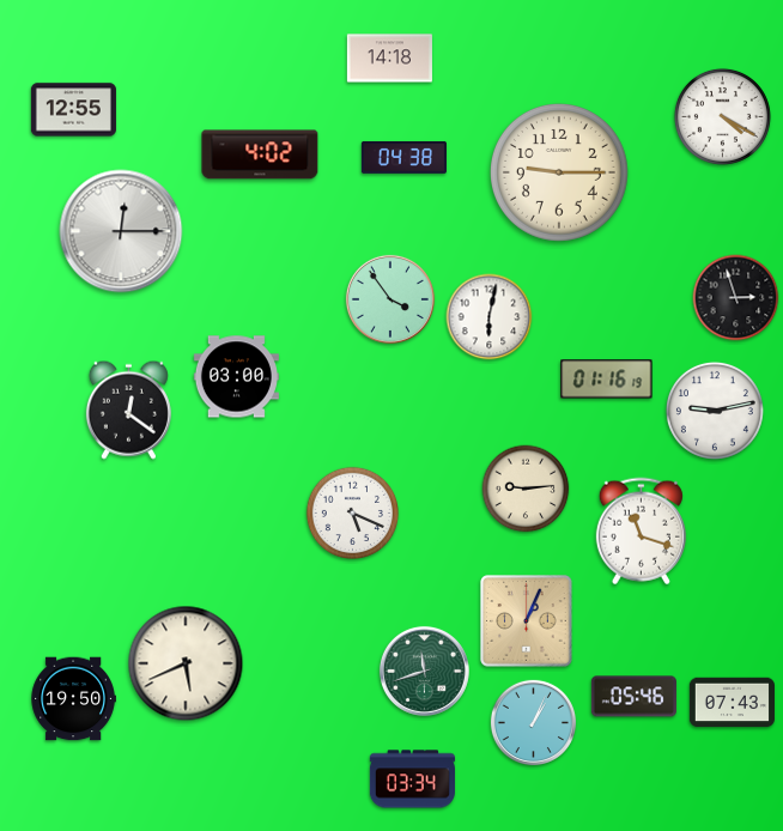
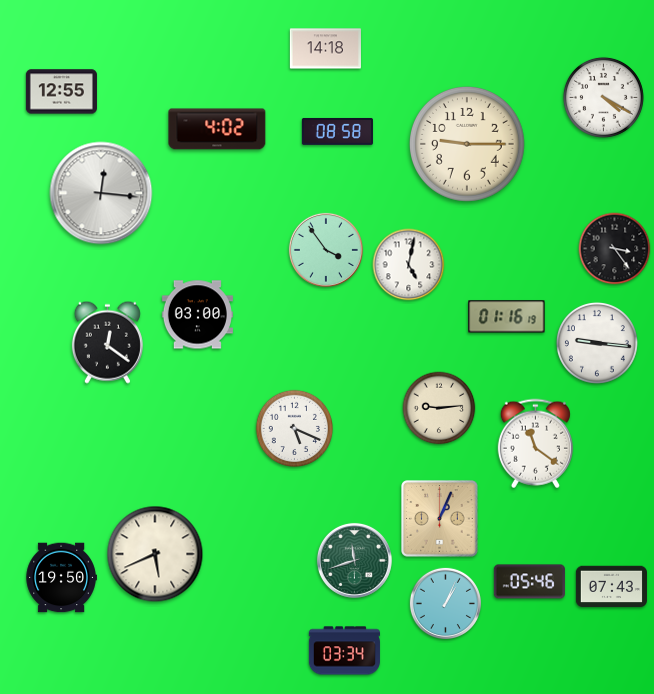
clock at (403, 157): 04:38 -> 08:58
clock at (121, 231): 12:15 -> 12:16
clock at (736, 298): 2:57 -> 3:24
clock at (490, 317): 6:02 -> 5:02
clock at (715, 411): 9:13 -> 9:16
clock at (641, 532): 11:18 -> 11:21
clock at (73, 699) position: (73, 699) -> (61, 578)
